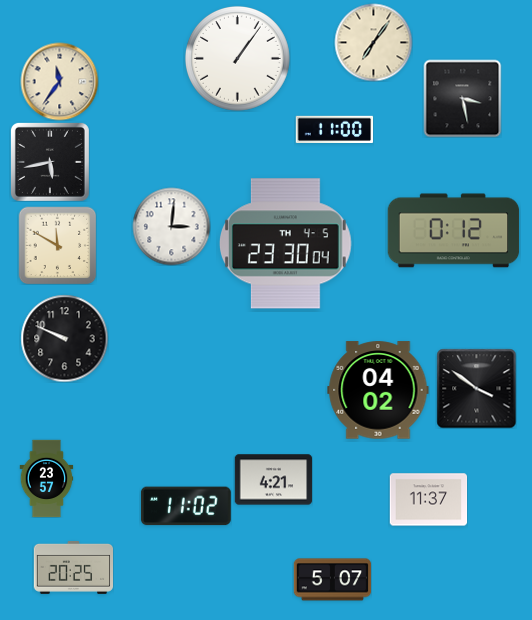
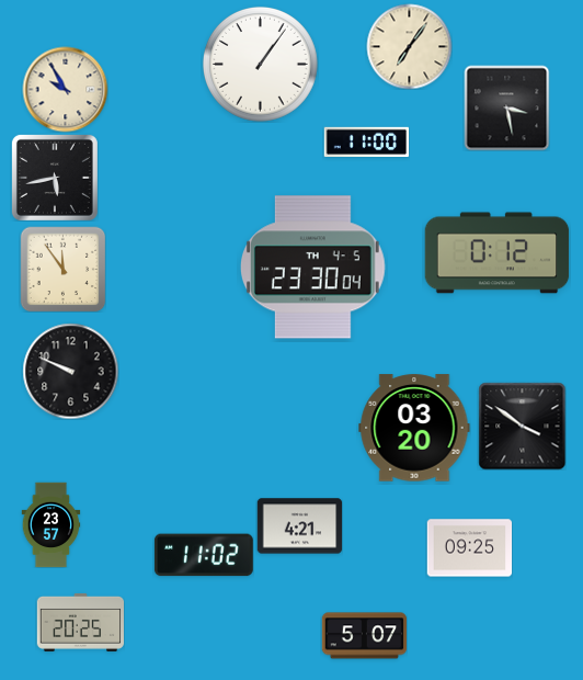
clock at (59, 81): 11:36 -> 9:55
clock at (171, 226): 3:01 -> none
clock at (57, 245): 11:50 -> 11:54
clock at (378, 390): 04:02 -> 03:20
clock at (428, 500): 11:37 -> 09:25
